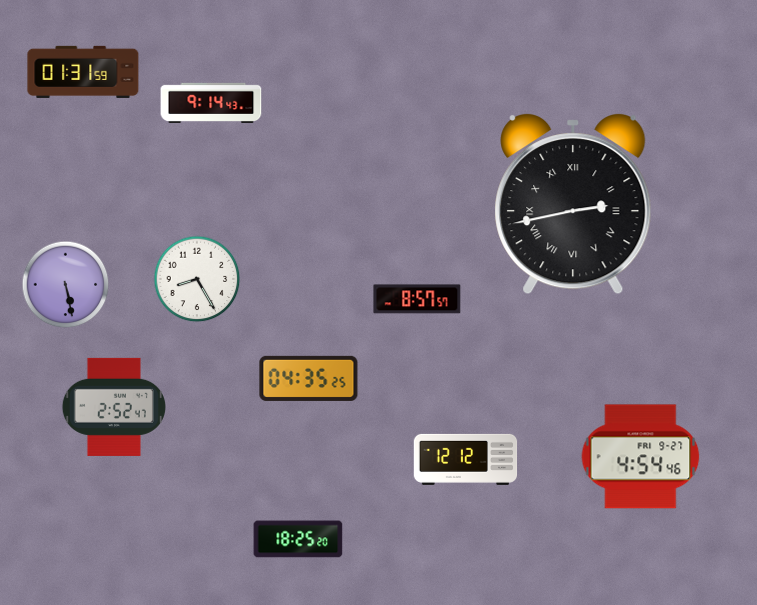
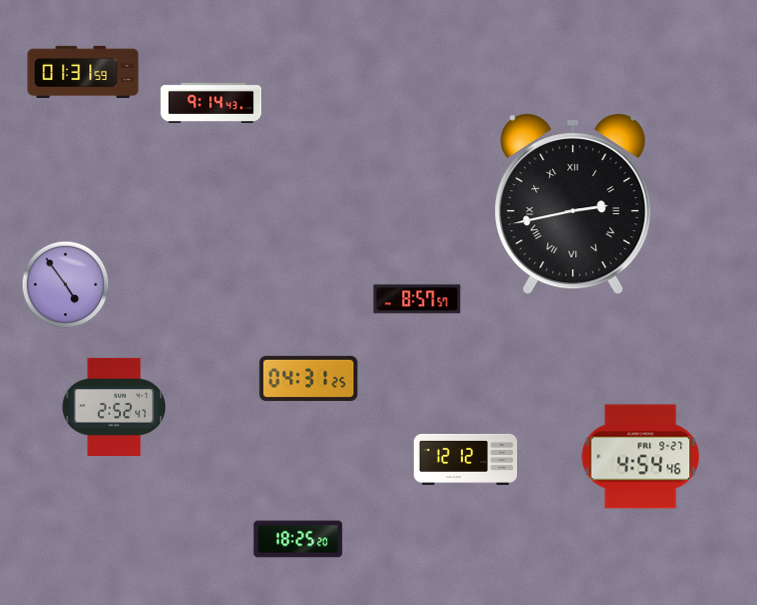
clock at (197, 279): 8:25 -> none
clock at (66, 285): 5:28 -> 4:54
clock at (309, 378): 04:35 -> 04:31
